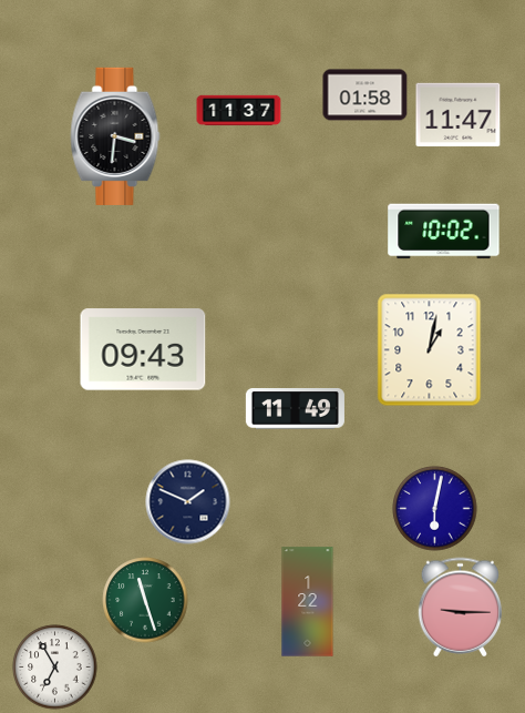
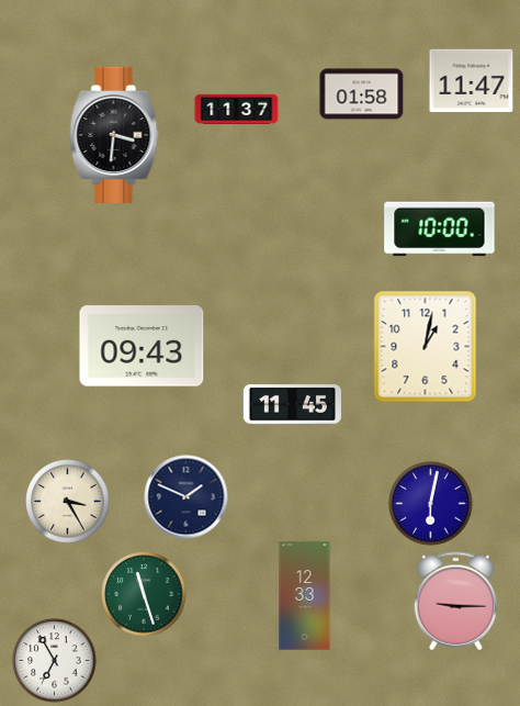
clock at (459, 115) position: (459, 115) -> (472, 81)
clock at (444, 232): 10:02 -> 10:00
clock at (295, 409): 11:49 -> 11:45
clock at (68, 502): none -> 3:25
clock at (308, 602): 1:22 -> 12:33
